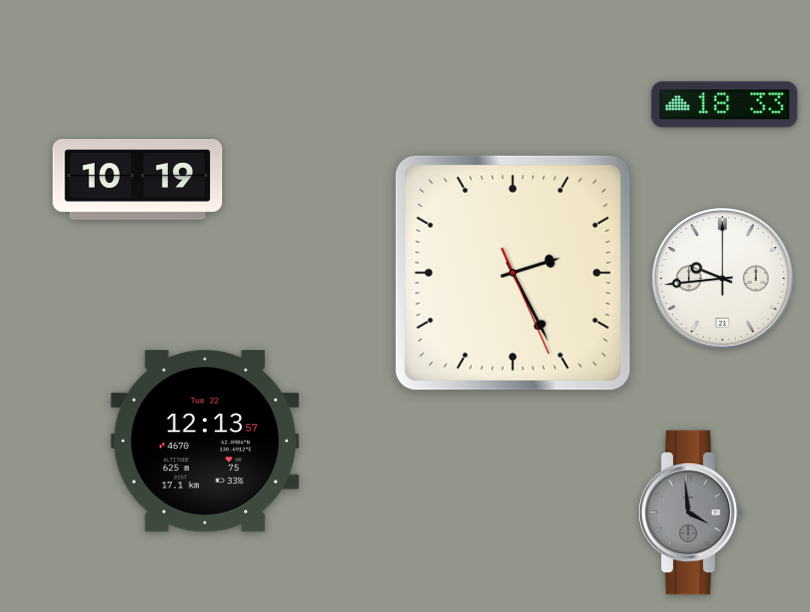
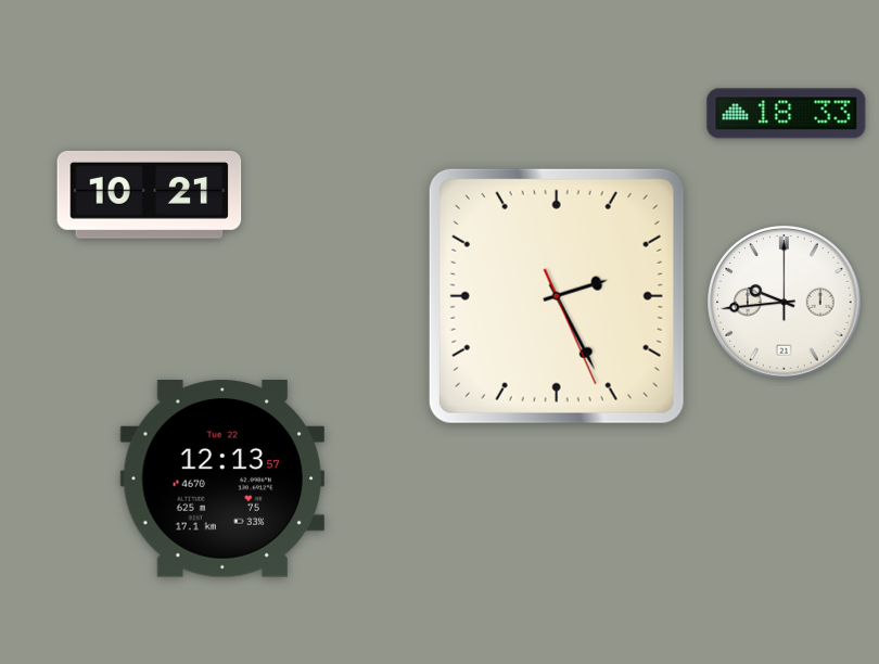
clock at (138, 179): 10:19 -> 10:21
clock at (691, 513): 3:59 -> none
